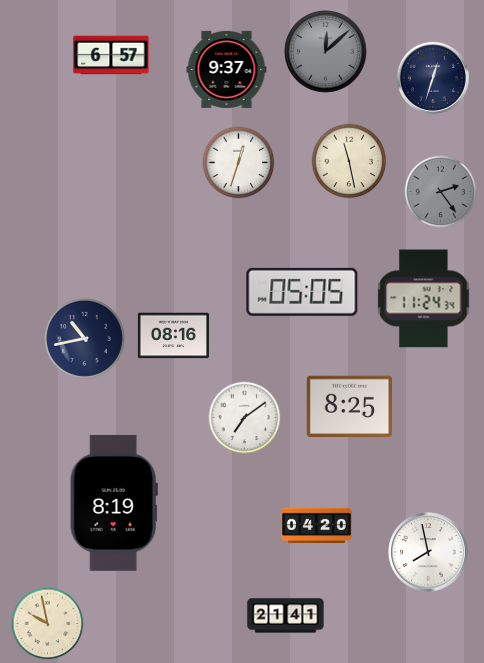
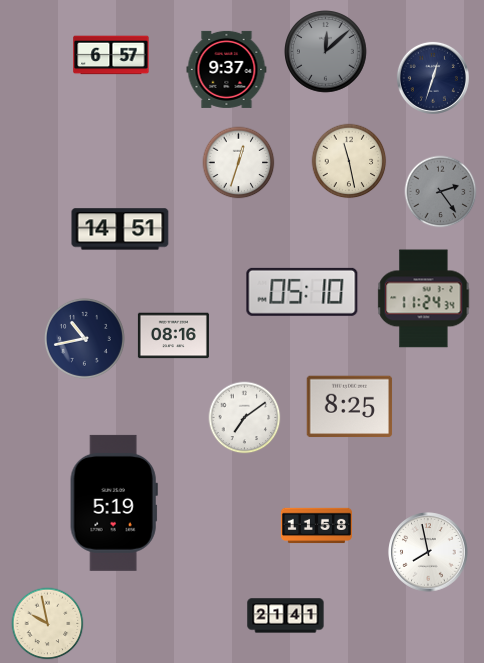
clock at (120, 229): none -> 14:51
clock at (302, 292): 05:05 -> 05:10
clock at (114, 503): 8:19 -> 5:19
clock at (316, 526): 04:20 -> 11:58
